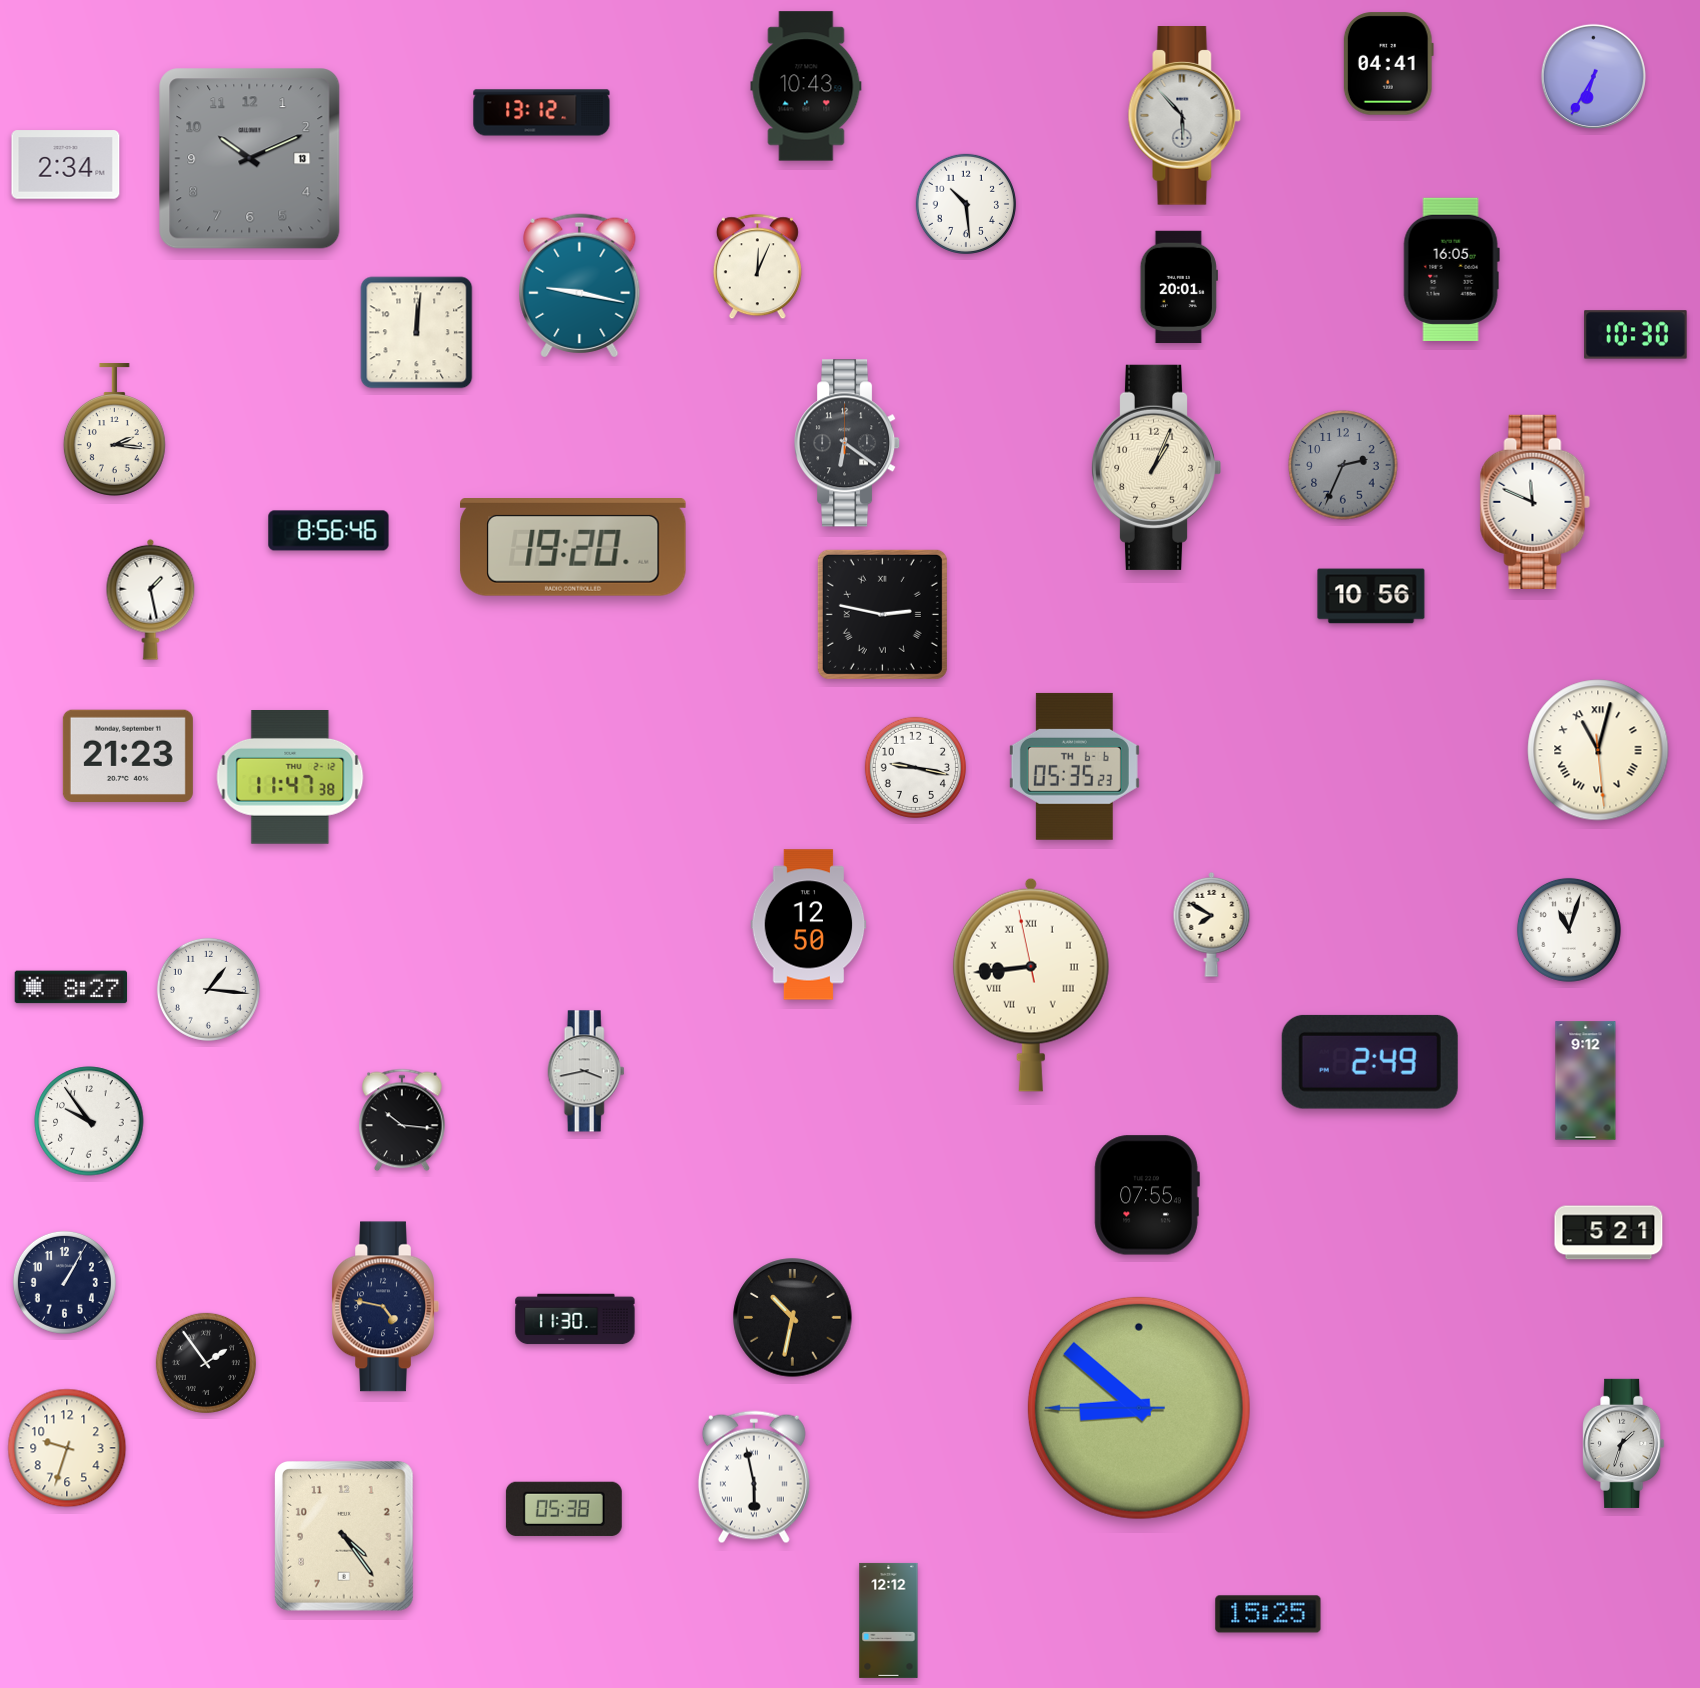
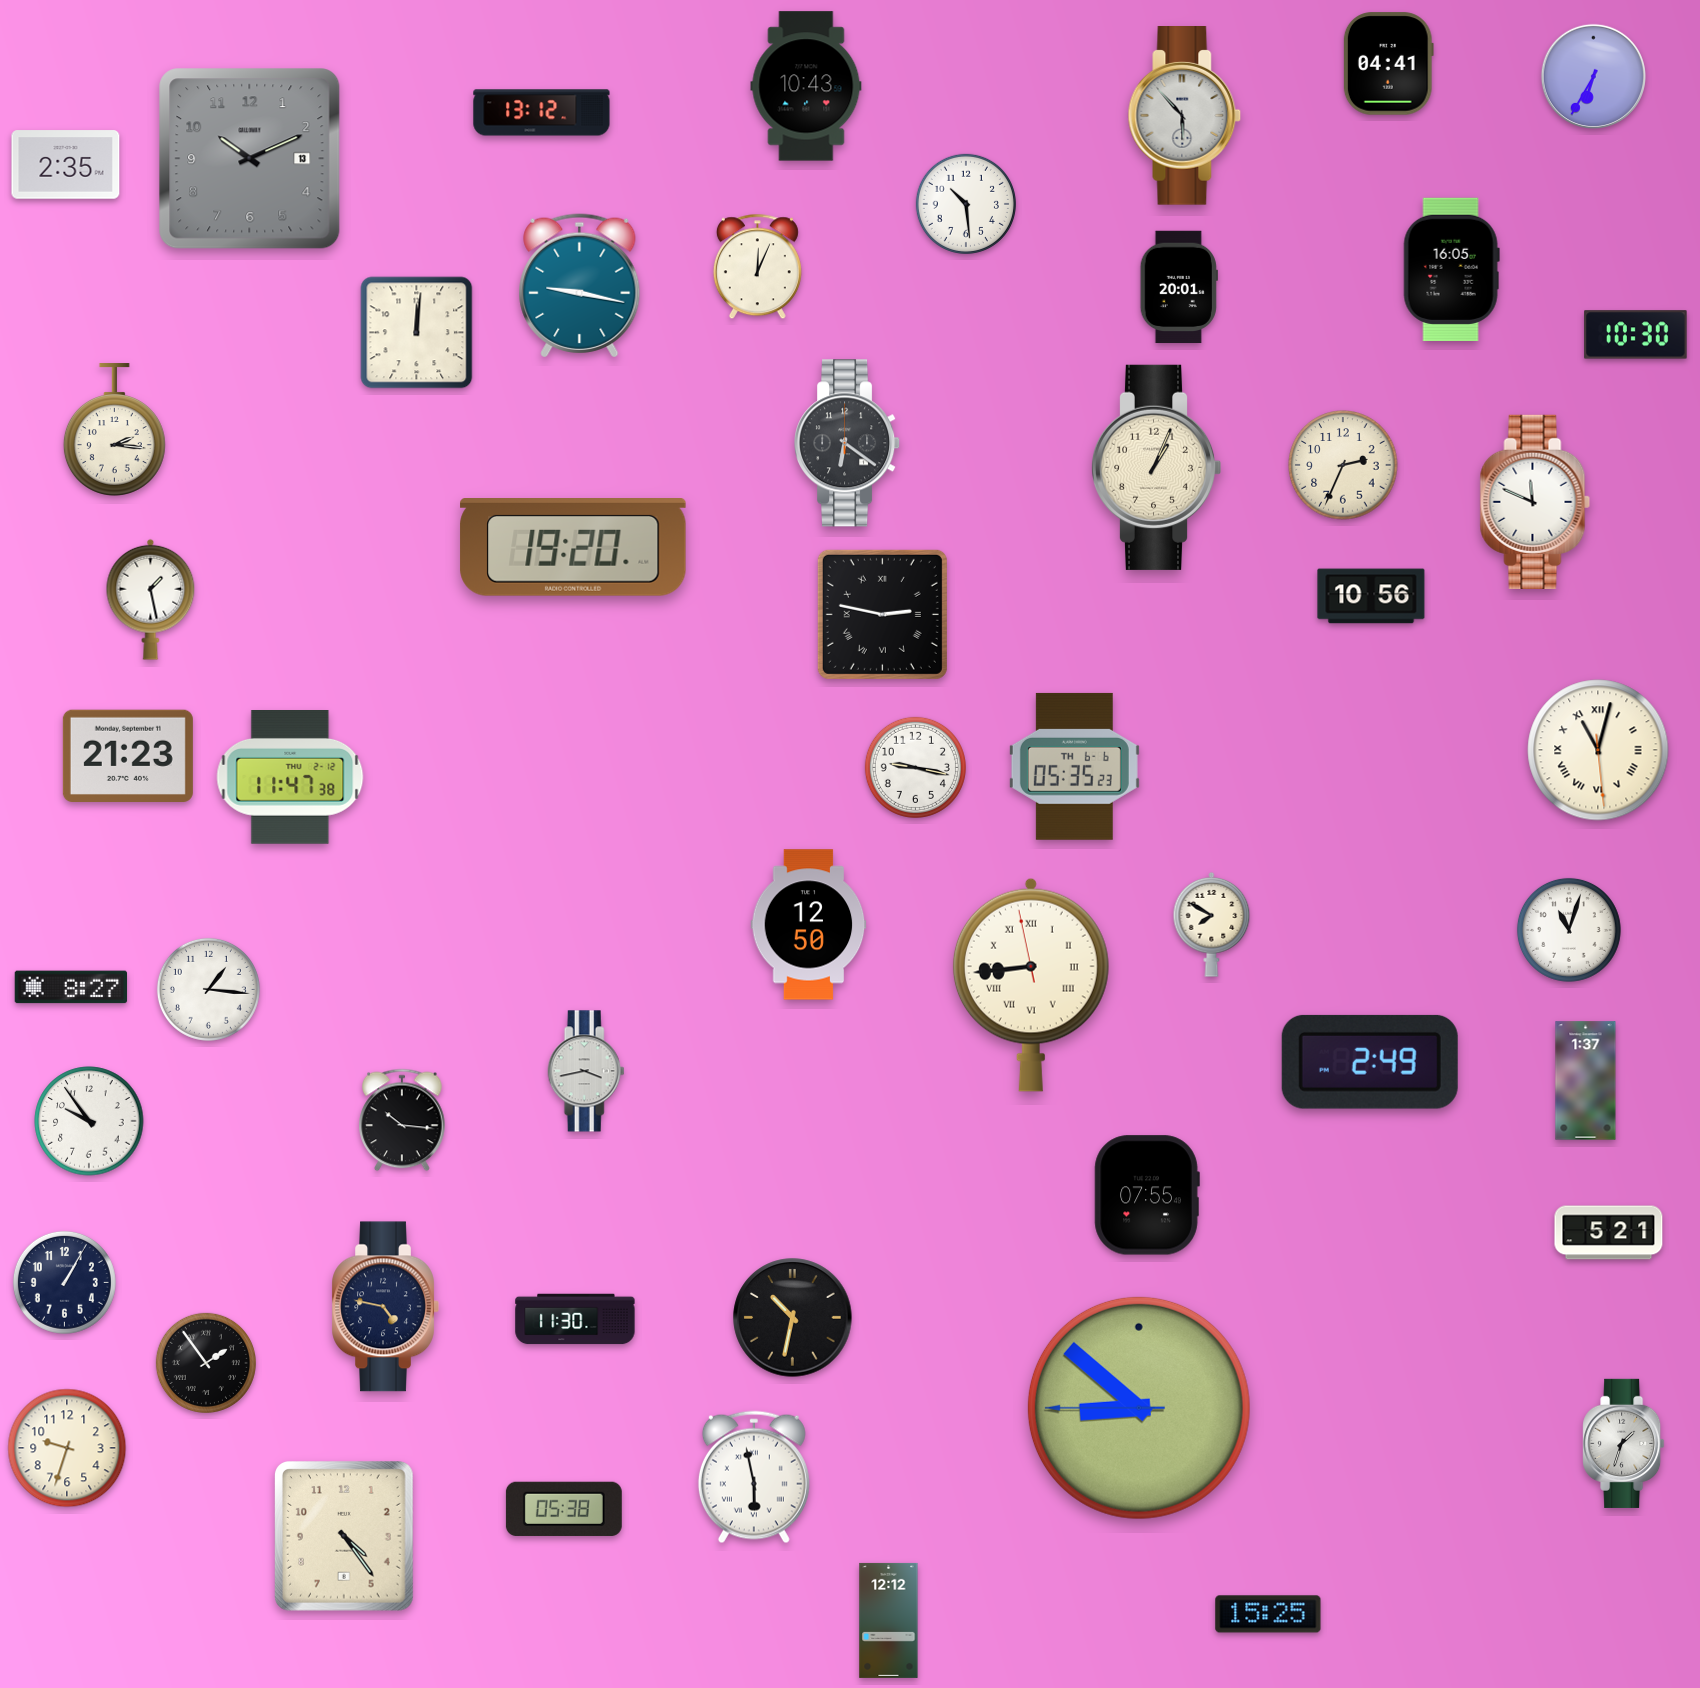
clock at (66, 165): 2:34 -> 2:35
clock at (1343, 465) dial: grey -> cream
clock at (329, 531): 8:56 -> none
clock at (1586, 1081): 9:12 -> 1:37
